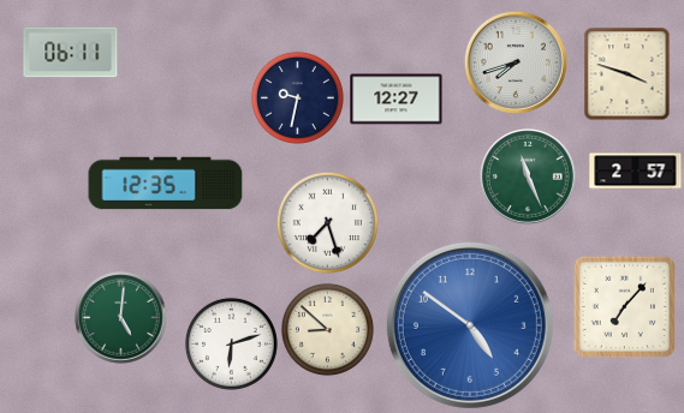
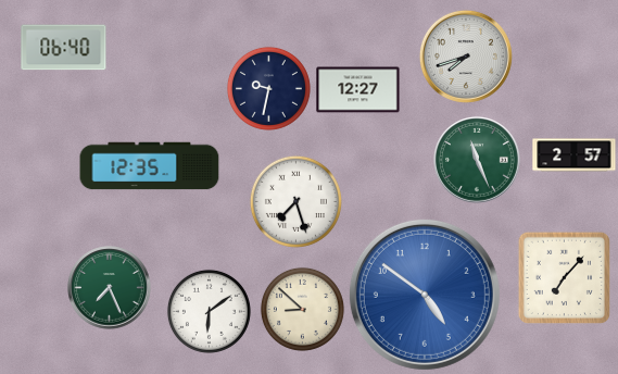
clock at (71, 53): 06:11 -> 06:40
clock at (628, 73): 3:48 -> none
clock at (121, 318): 5:01 -> 7:26
clock at (327, 329) position: (327, 329) -> (302, 309)
clock at (231, 343): 6:12 -> 6:09
